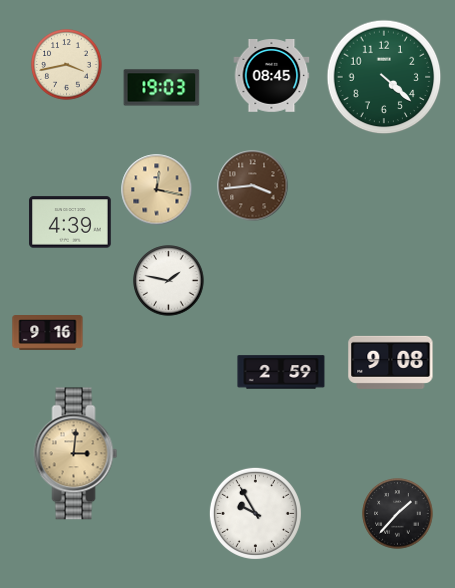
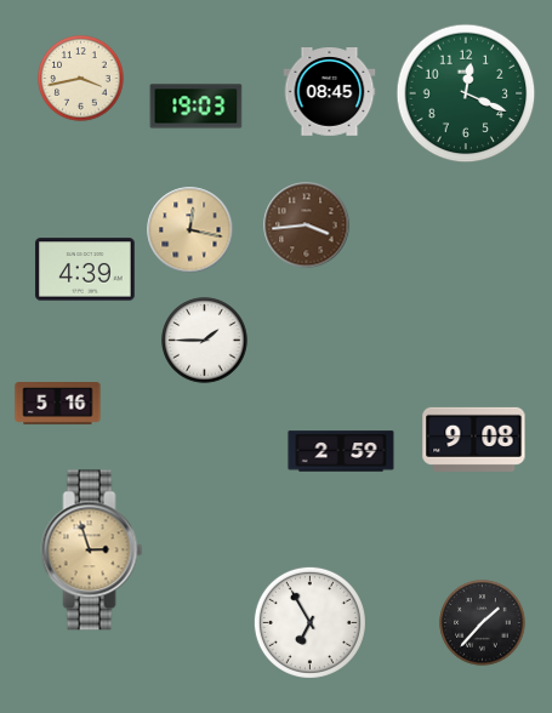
clock at (384, 77): 4:22 -> 12:19
clock at (169, 281): 1:47 -> 1:45
clock at (48, 333): 9:16 -> 5:16
clock at (76, 454): 3:01 -> 2:57
clock at (255, 513): 9:55 -> 6:55
